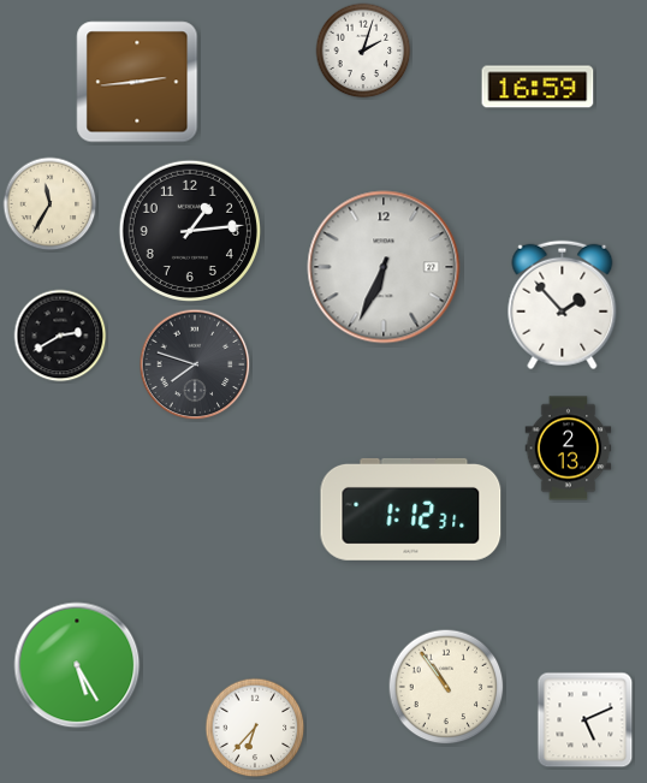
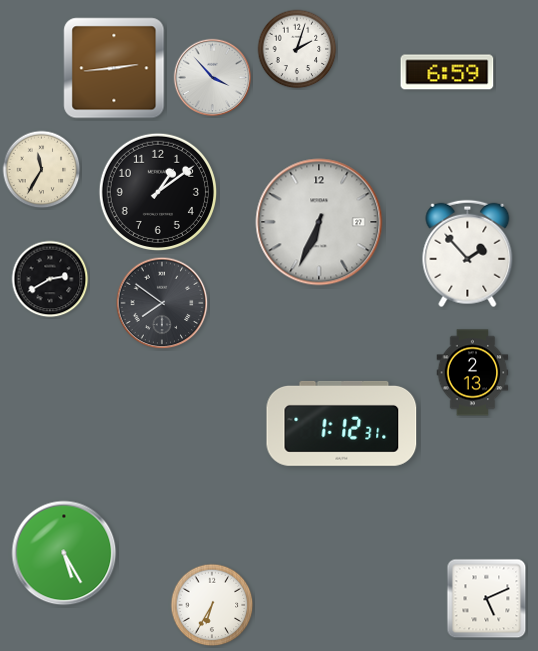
clock at (363, 51) position: (363, 51) -> (297, 49)
clock at (538, 87): 16:59 -> 6:59
clock at (213, 78): none -> 3:53
clock at (189, 230): 1:14 -> 1:09
clock at (195, 364): 7:48 -> 7:51
clock at (446, 687): 10:54 -> none
clock at (255, 728): 6:37 -> 6:35
